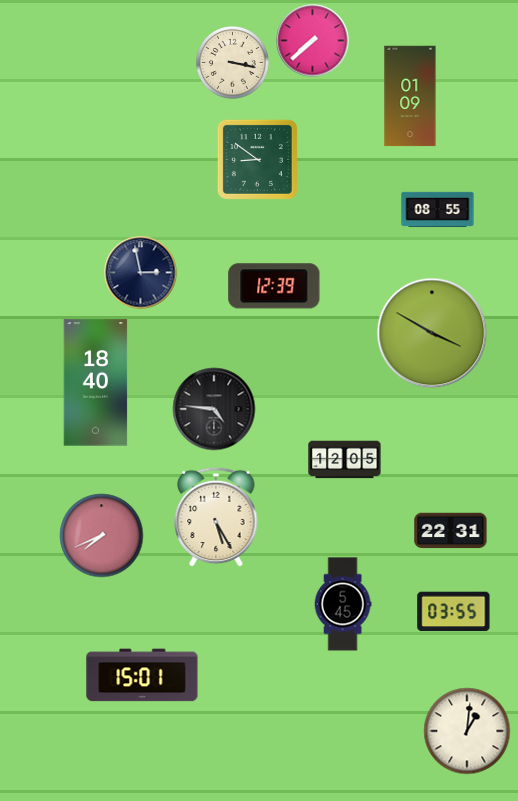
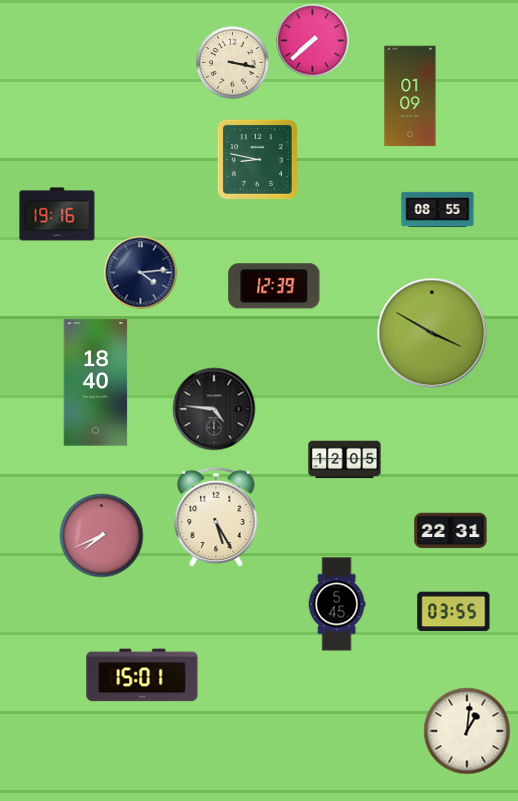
clock at (257, 159): 8:51 -> 8:47
clock at (57, 214): none -> 19:16
clock at (141, 273): 2:58 -> 4:14
clock at (343, 604) position: (343, 604) -> (337, 604)
